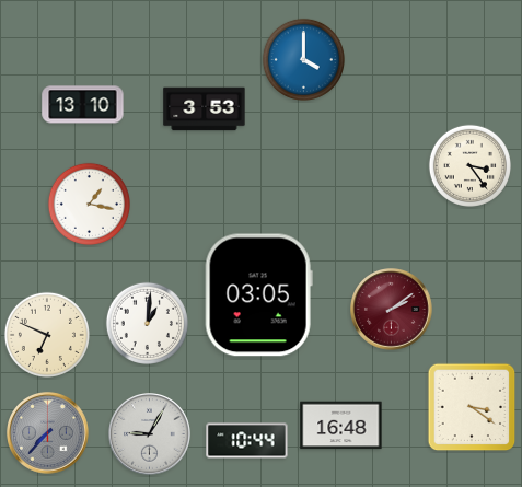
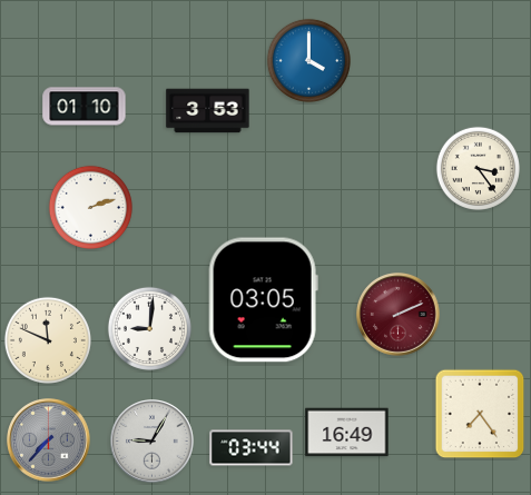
clock at (83, 105): 13:10 -> 01:10
clock at (89, 204): 1:17 -> 2:12
clock at (392, 310): 2:09 -> 2:11
clock at (147, 323): 1:01 -> 9:01
clock at (47, 335): 6:49 -> 11:49
clock at (472, 407): 3:21 -> 7:24
clock at (341, 426): 16:48 -> 16:49
clock at (247, 441): 10:44 -> 03:44
